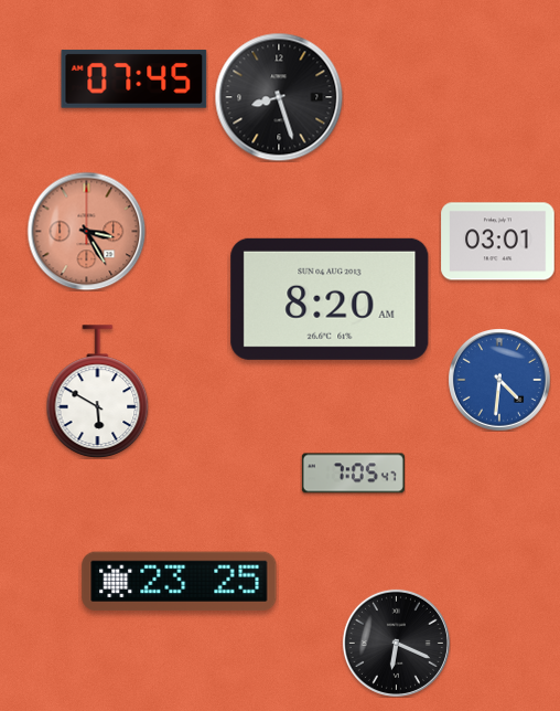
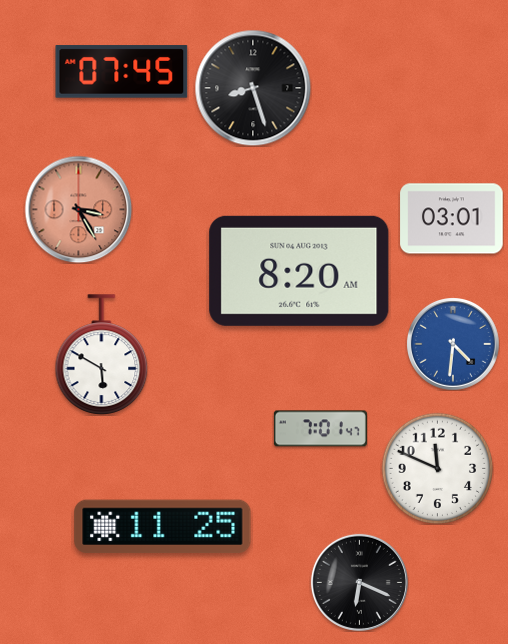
clock at (98, 392) position: (98, 392) -> (102, 355)
clock at (353, 474): 7:05 -> 7:01
clock at (437, 468): none -> 11:49
clock at (180, 582): 23:25 -> 11:25
